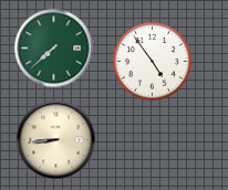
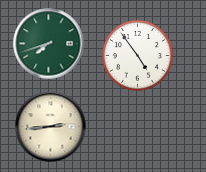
clock at (54, 49): 7:38 -> 7:42
clock at (56, 140): 8:44 -> 2:44
